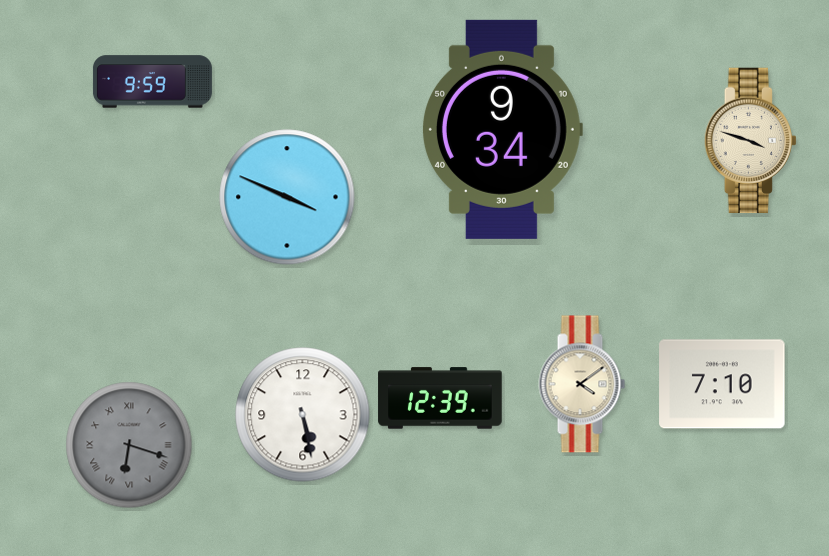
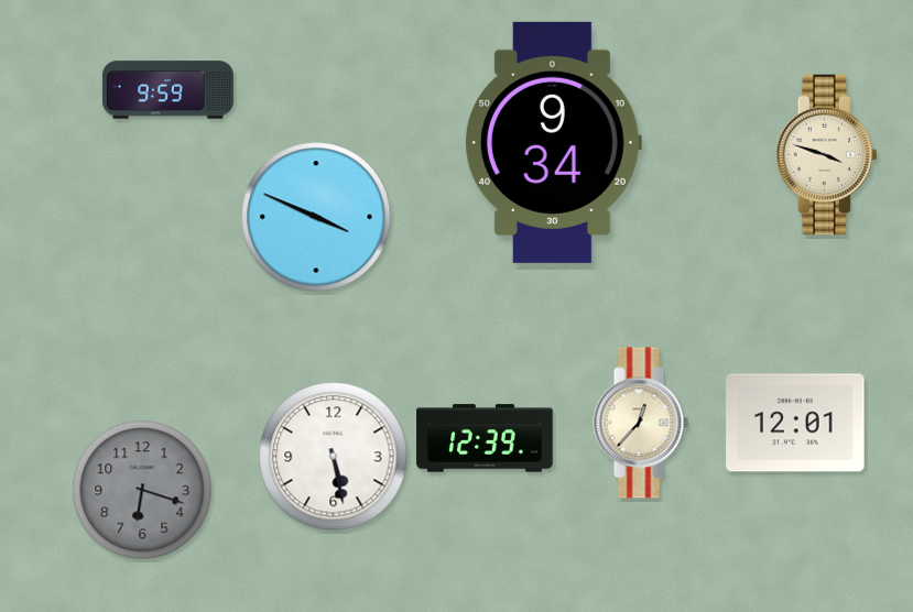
clock at (582, 384): 4:09 -> 12:37
clock at (722, 384): 7:10 -> 12:01
clock at (129, 445) numerals: Roman -> Arabic
